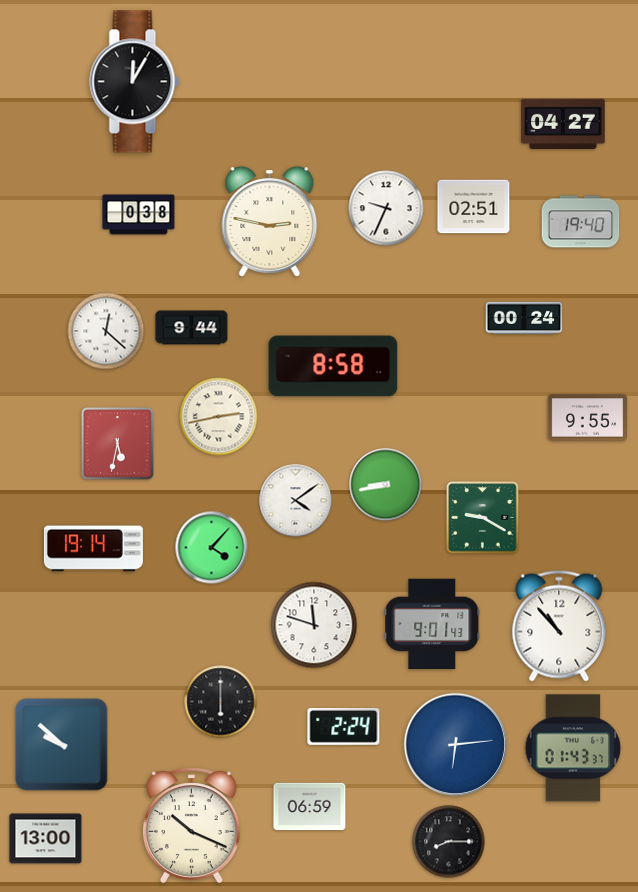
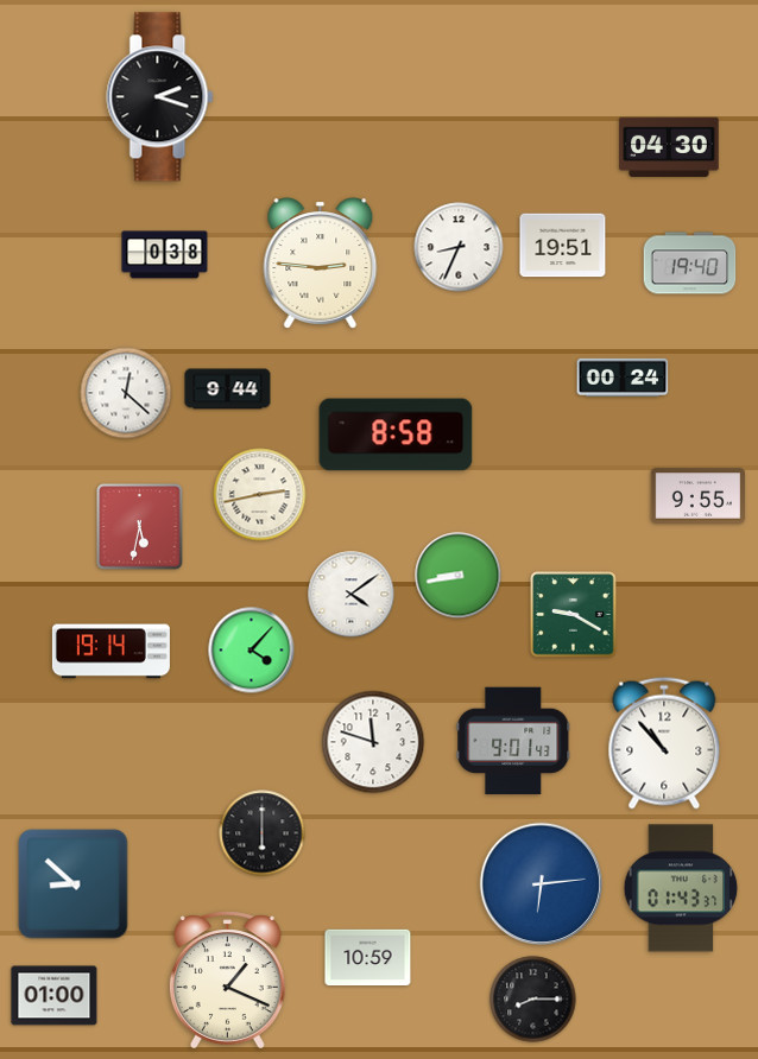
clock at (135, 82): 12:05 -> 2:18
clock at (563, 124): 04:27 -> 04:30
clock at (474, 207): 02:51 -> 19:51
clock at (386, 208): 9:34 -> 8:34
clock at (270, 222): 2:47 -> 2:46
clock at (344, 727): 2:24 -> none
clock at (62, 745): 9:52 -> 8:52
clock at (310, 807): 06:59 -> 10:59
clock at (191, 826): 10:19 -> 1:19
clock at (46, 839): 13:00 -> 01:00
